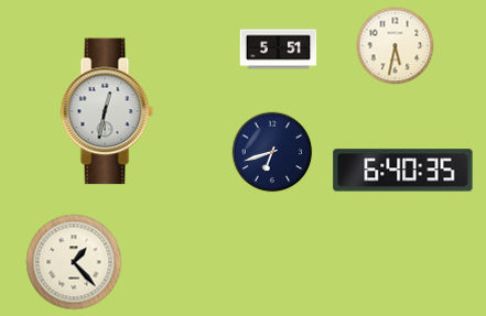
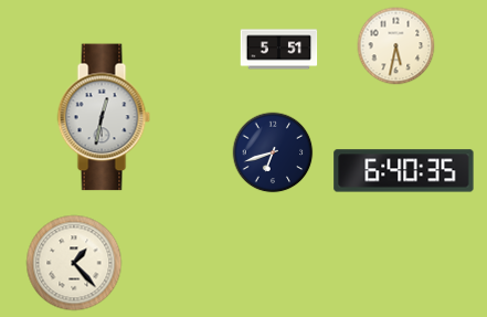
clock at (107, 111) position: (107, 111) -> (104, 117)
